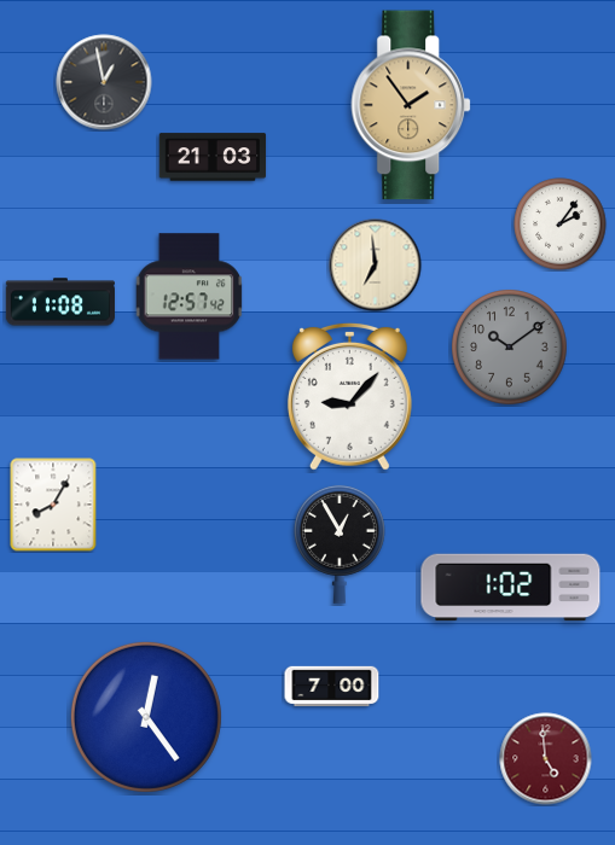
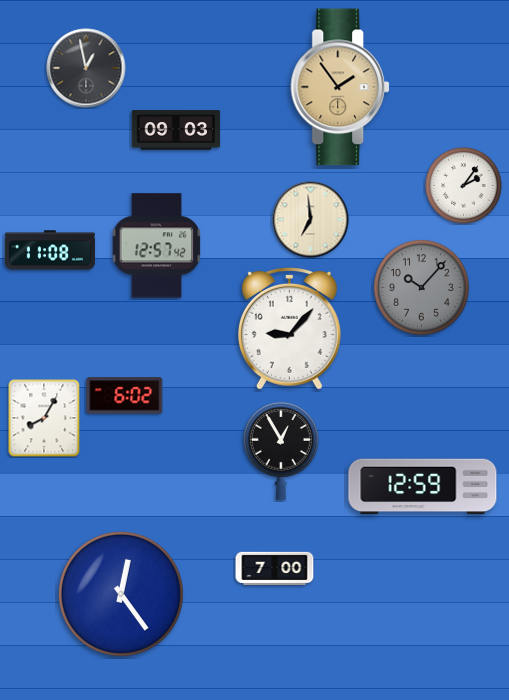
clock at (213, 157): 21:03 -> 09:03
clock at (510, 348): 10:09 -> 10:07
clock at (125, 396): none -> 6:02
clock at (511, 588): 1:02 -> 12:59
clock at (546, 759): 4:59 -> none
